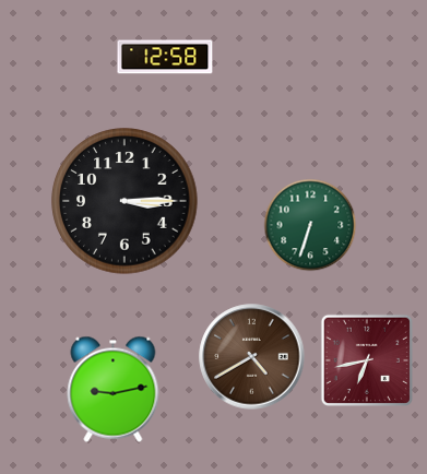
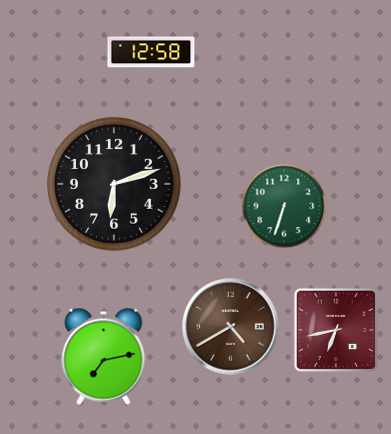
clock at (124, 201): 3:15 -> 6:12
clock at (114, 389): 9:13 -> 7:13
